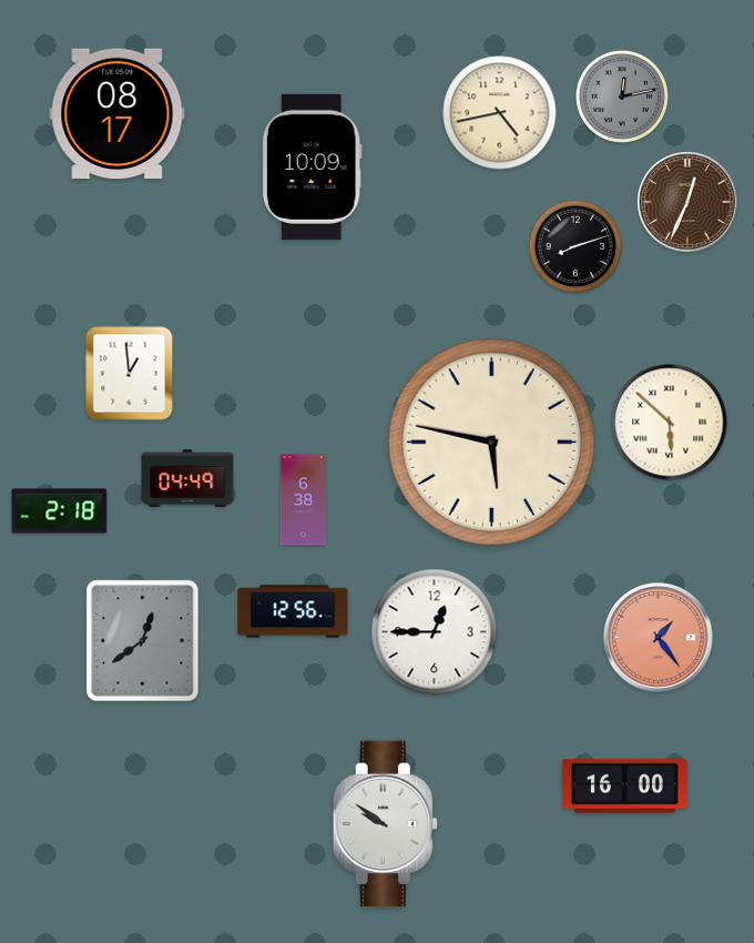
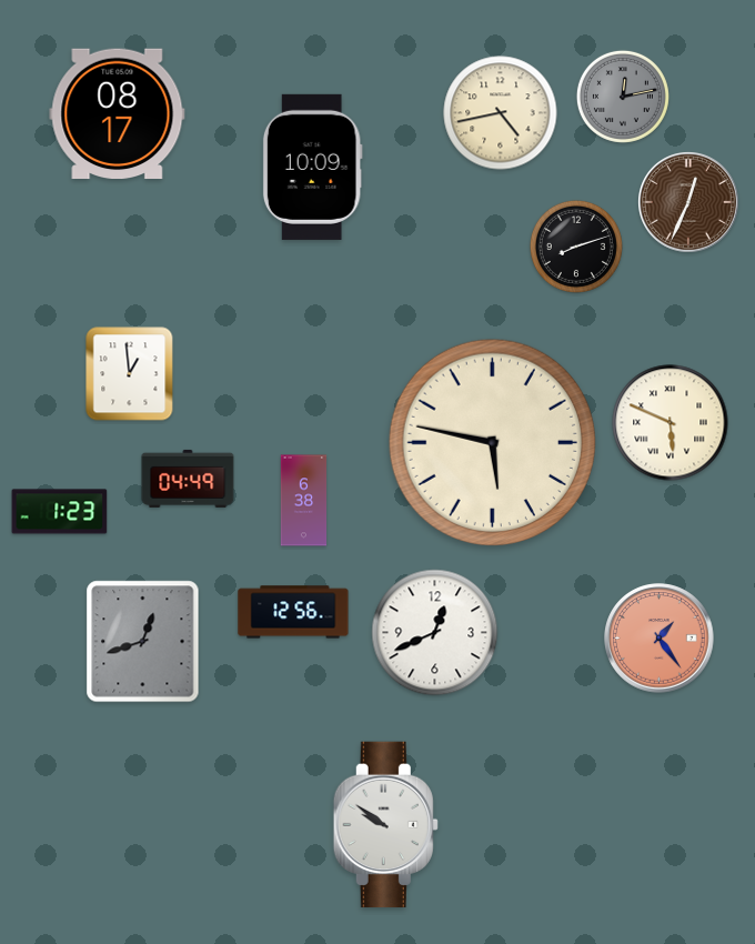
clock at (670, 423): 5:52 -> 5:49
clock at (60, 511): 2:18 -> 1:23
clock at (435, 632): 12:45 -> 12:41
clock at (143, 641): 12:39 -> 12:42
clock at (624, 787): 16:00 -> none
